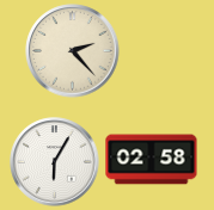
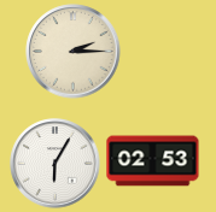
clock at (73, 51): 2:23 -> 2:15
clock at (152, 160): 02:58 -> 02:53
